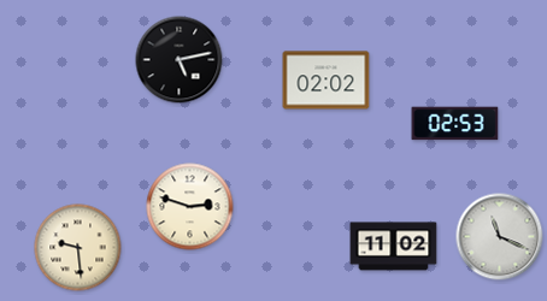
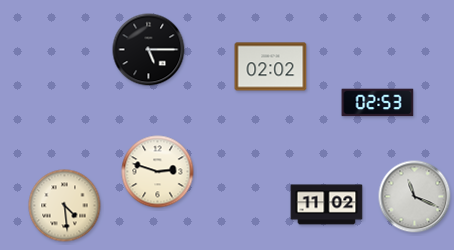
clock at (180, 60): 5:13 -> 5:15
clock at (78, 248): 9:29 -> 4:29
